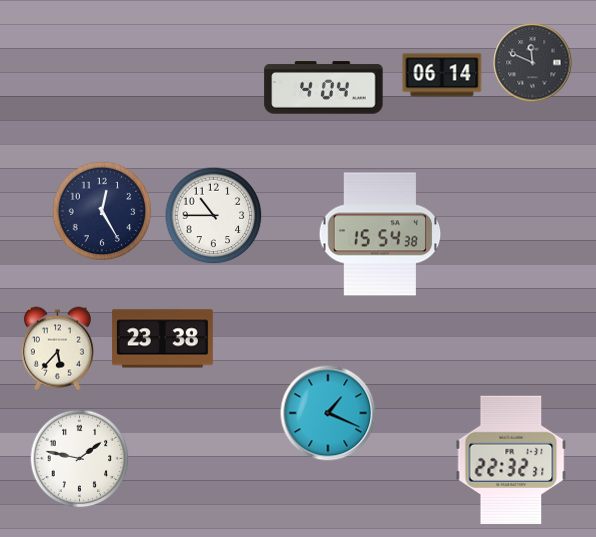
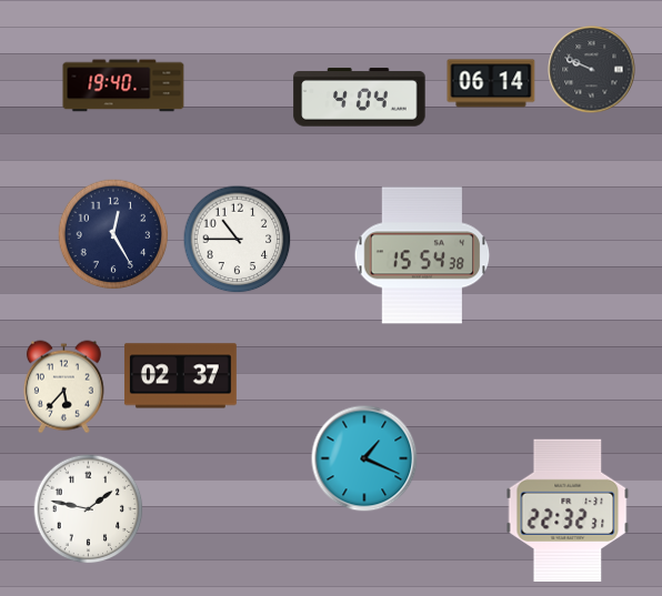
clock at (533, 63): 11:49 -> 9:49
clock at (123, 85): none -> 19:40
clock at (380, 234) position: (380, 234) -> (422, 255)
clock at (162, 339): 23:38 -> 02:37
